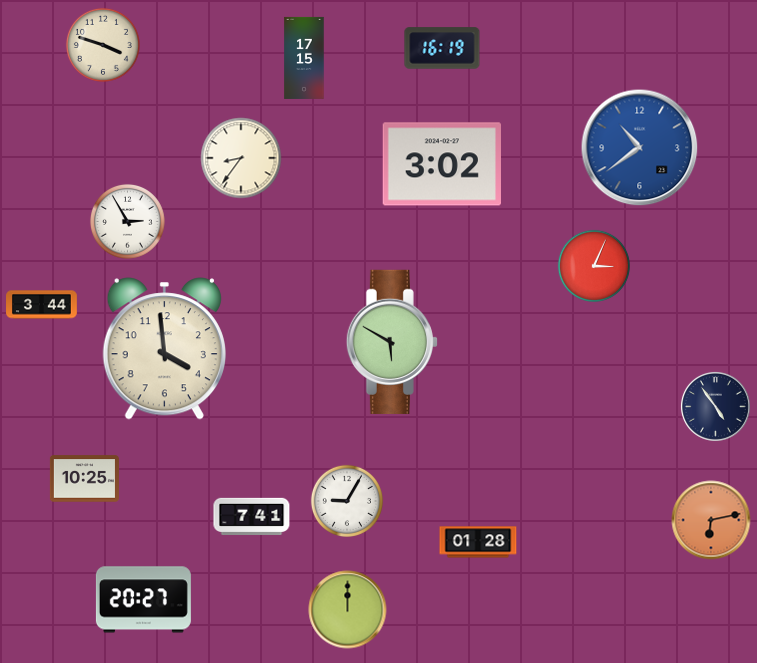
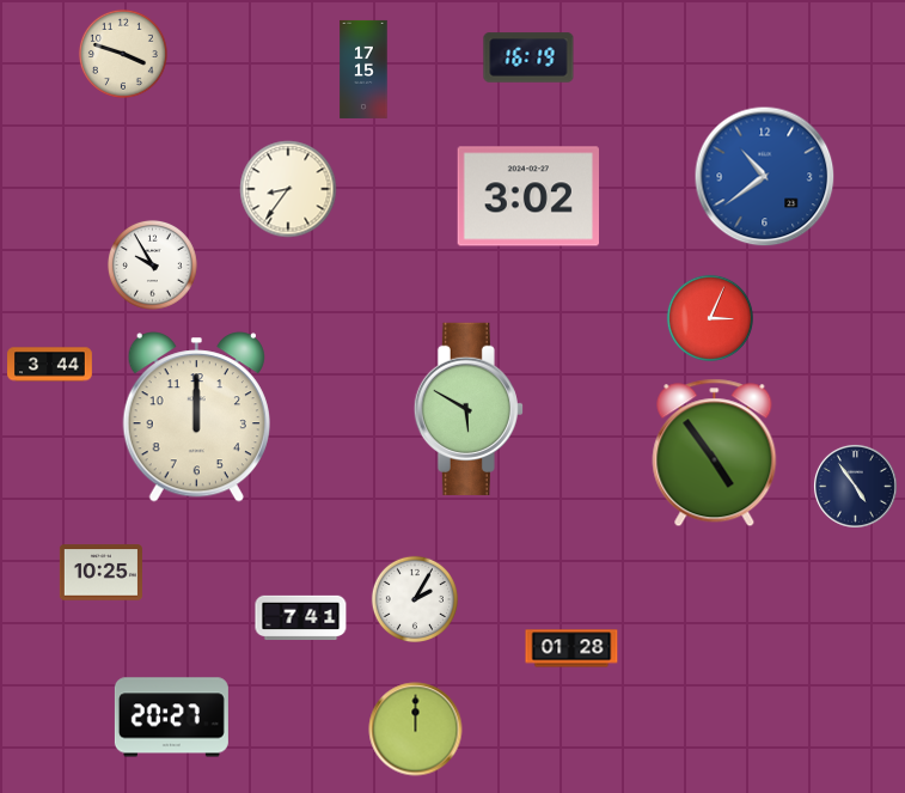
clock at (127, 221): 2:55 -> 9:55
clock at (164, 349): 3:59 -> 12:00
clock at (715, 453): none -> 4:54
clock at (346, 500): 9:05 -> 2:05
clock at (711, 520): 6:13 -> none
